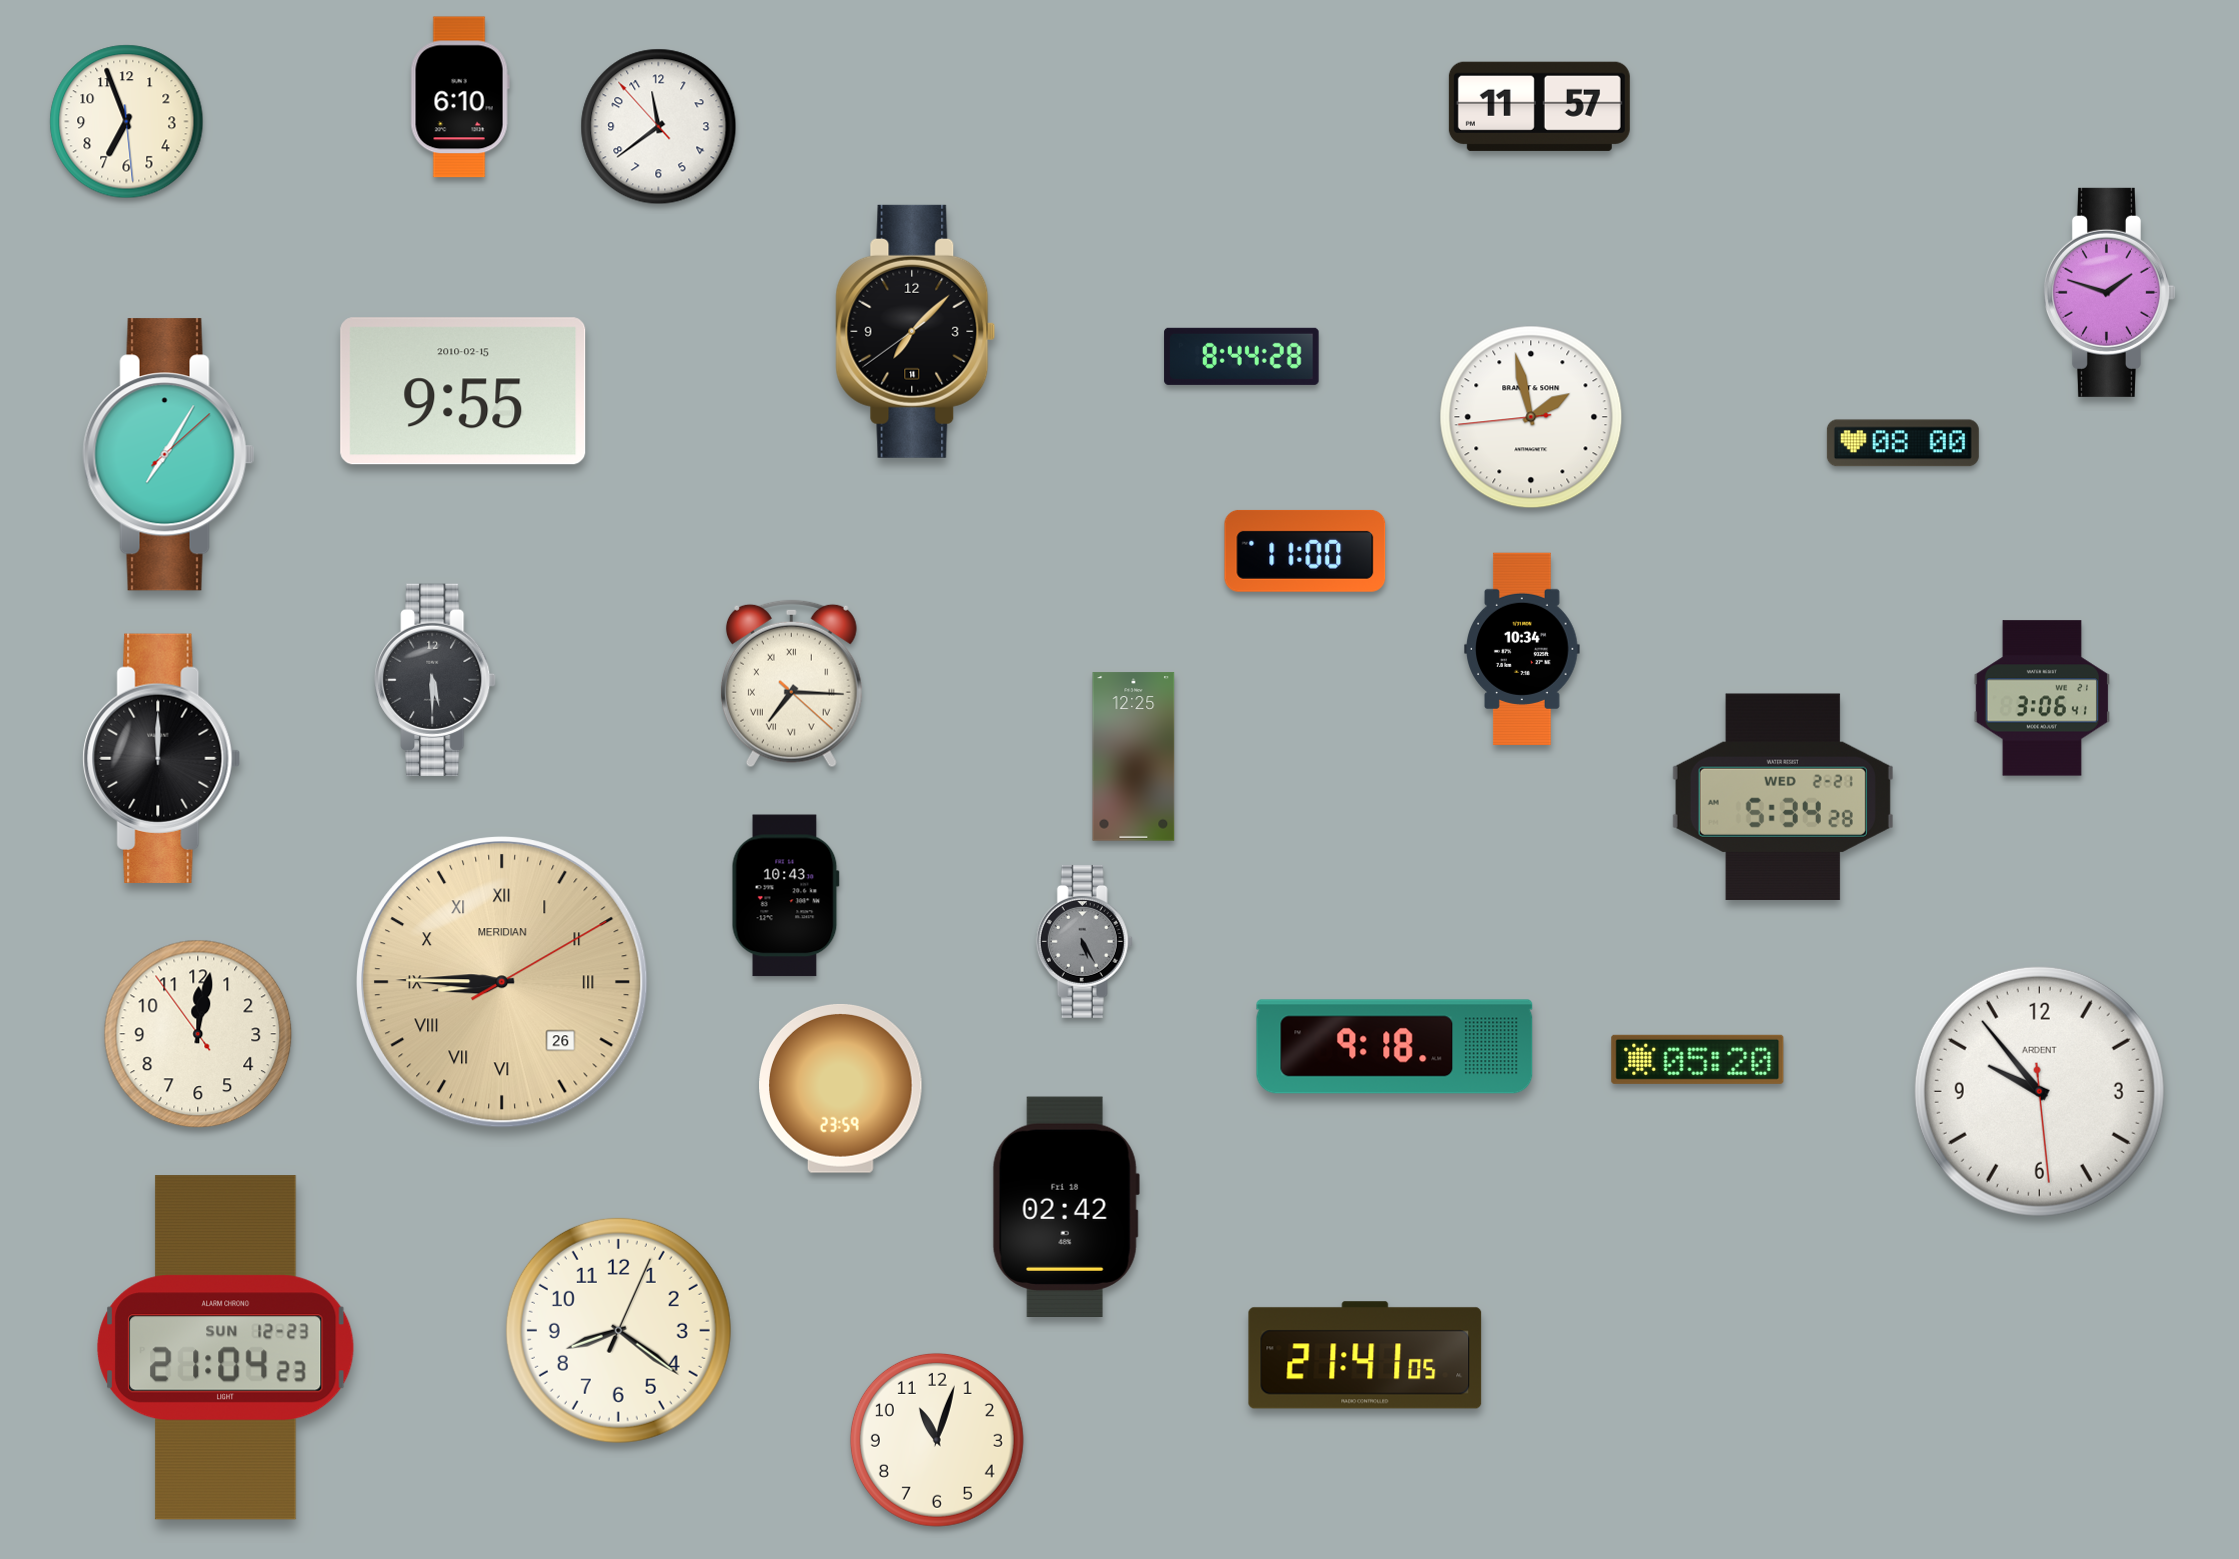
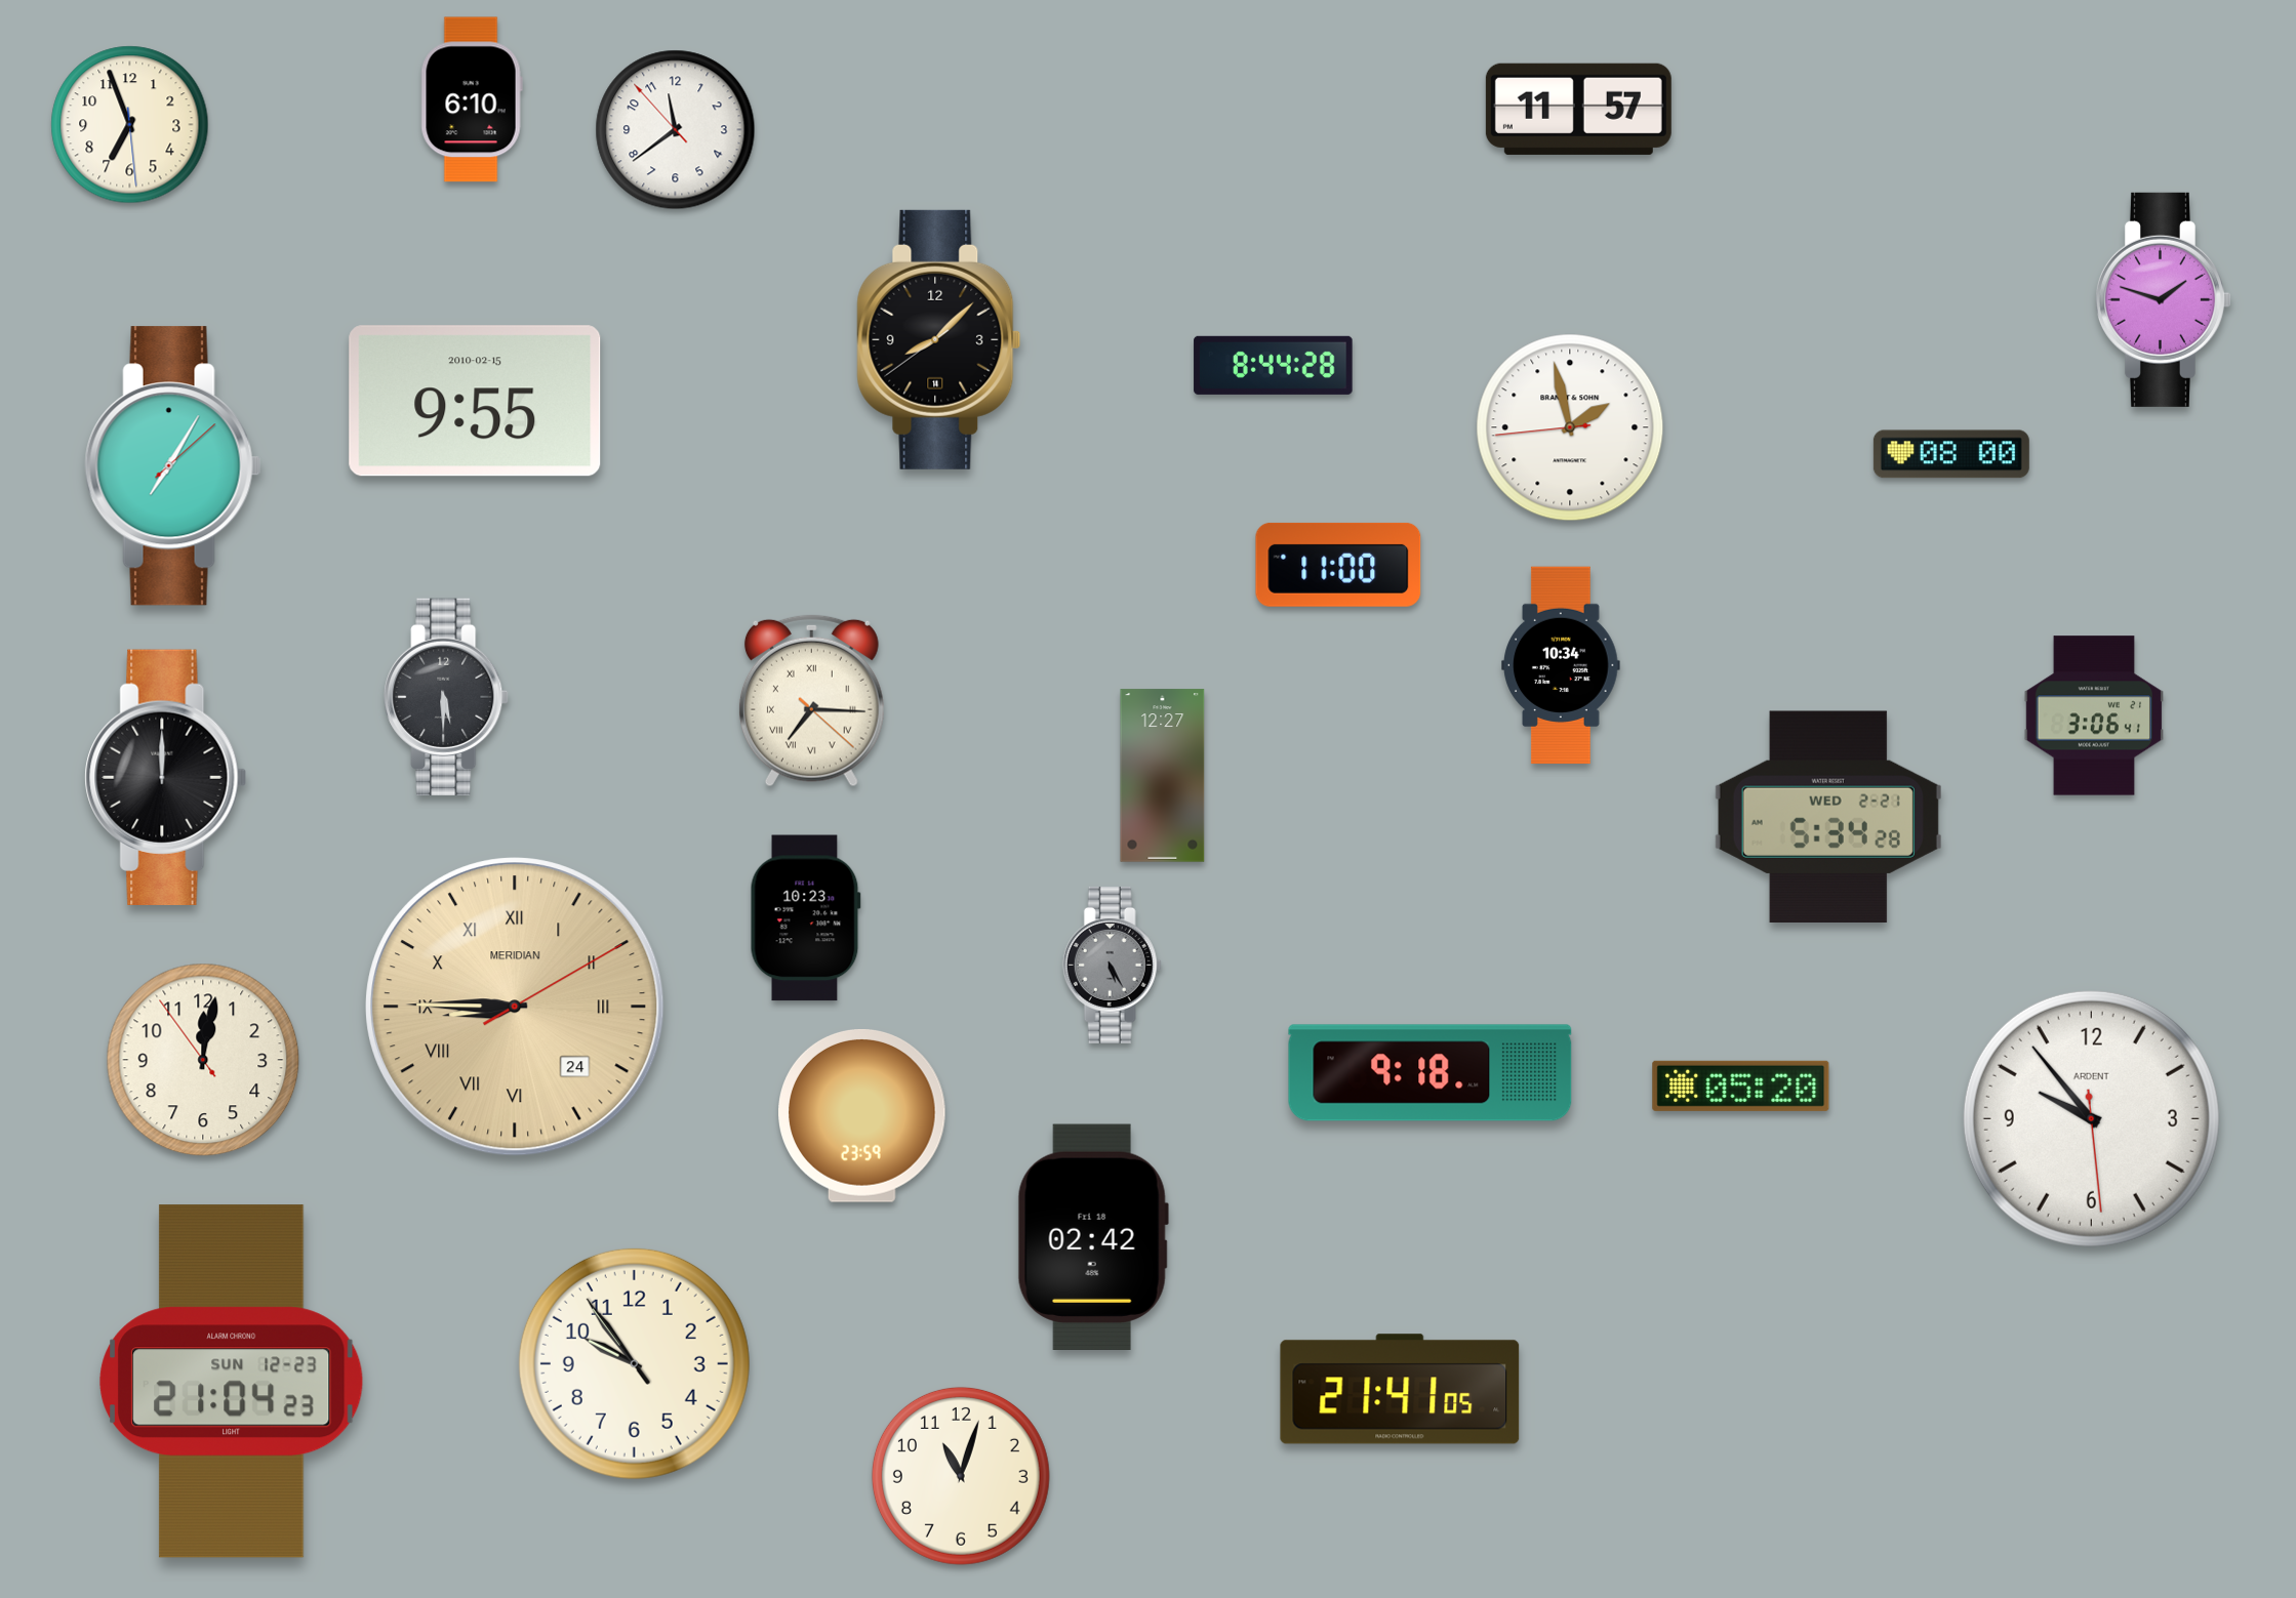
clock at (916, 331): 7:07 -> 8:07
clock at (1134, 757): 12:25 -> 12:27
clock at (785, 896): 10:43 -> 10:23
clock at (502, 982) date: 26 -> 24
clock at (618, 1330): 8:21 -> 9:53
